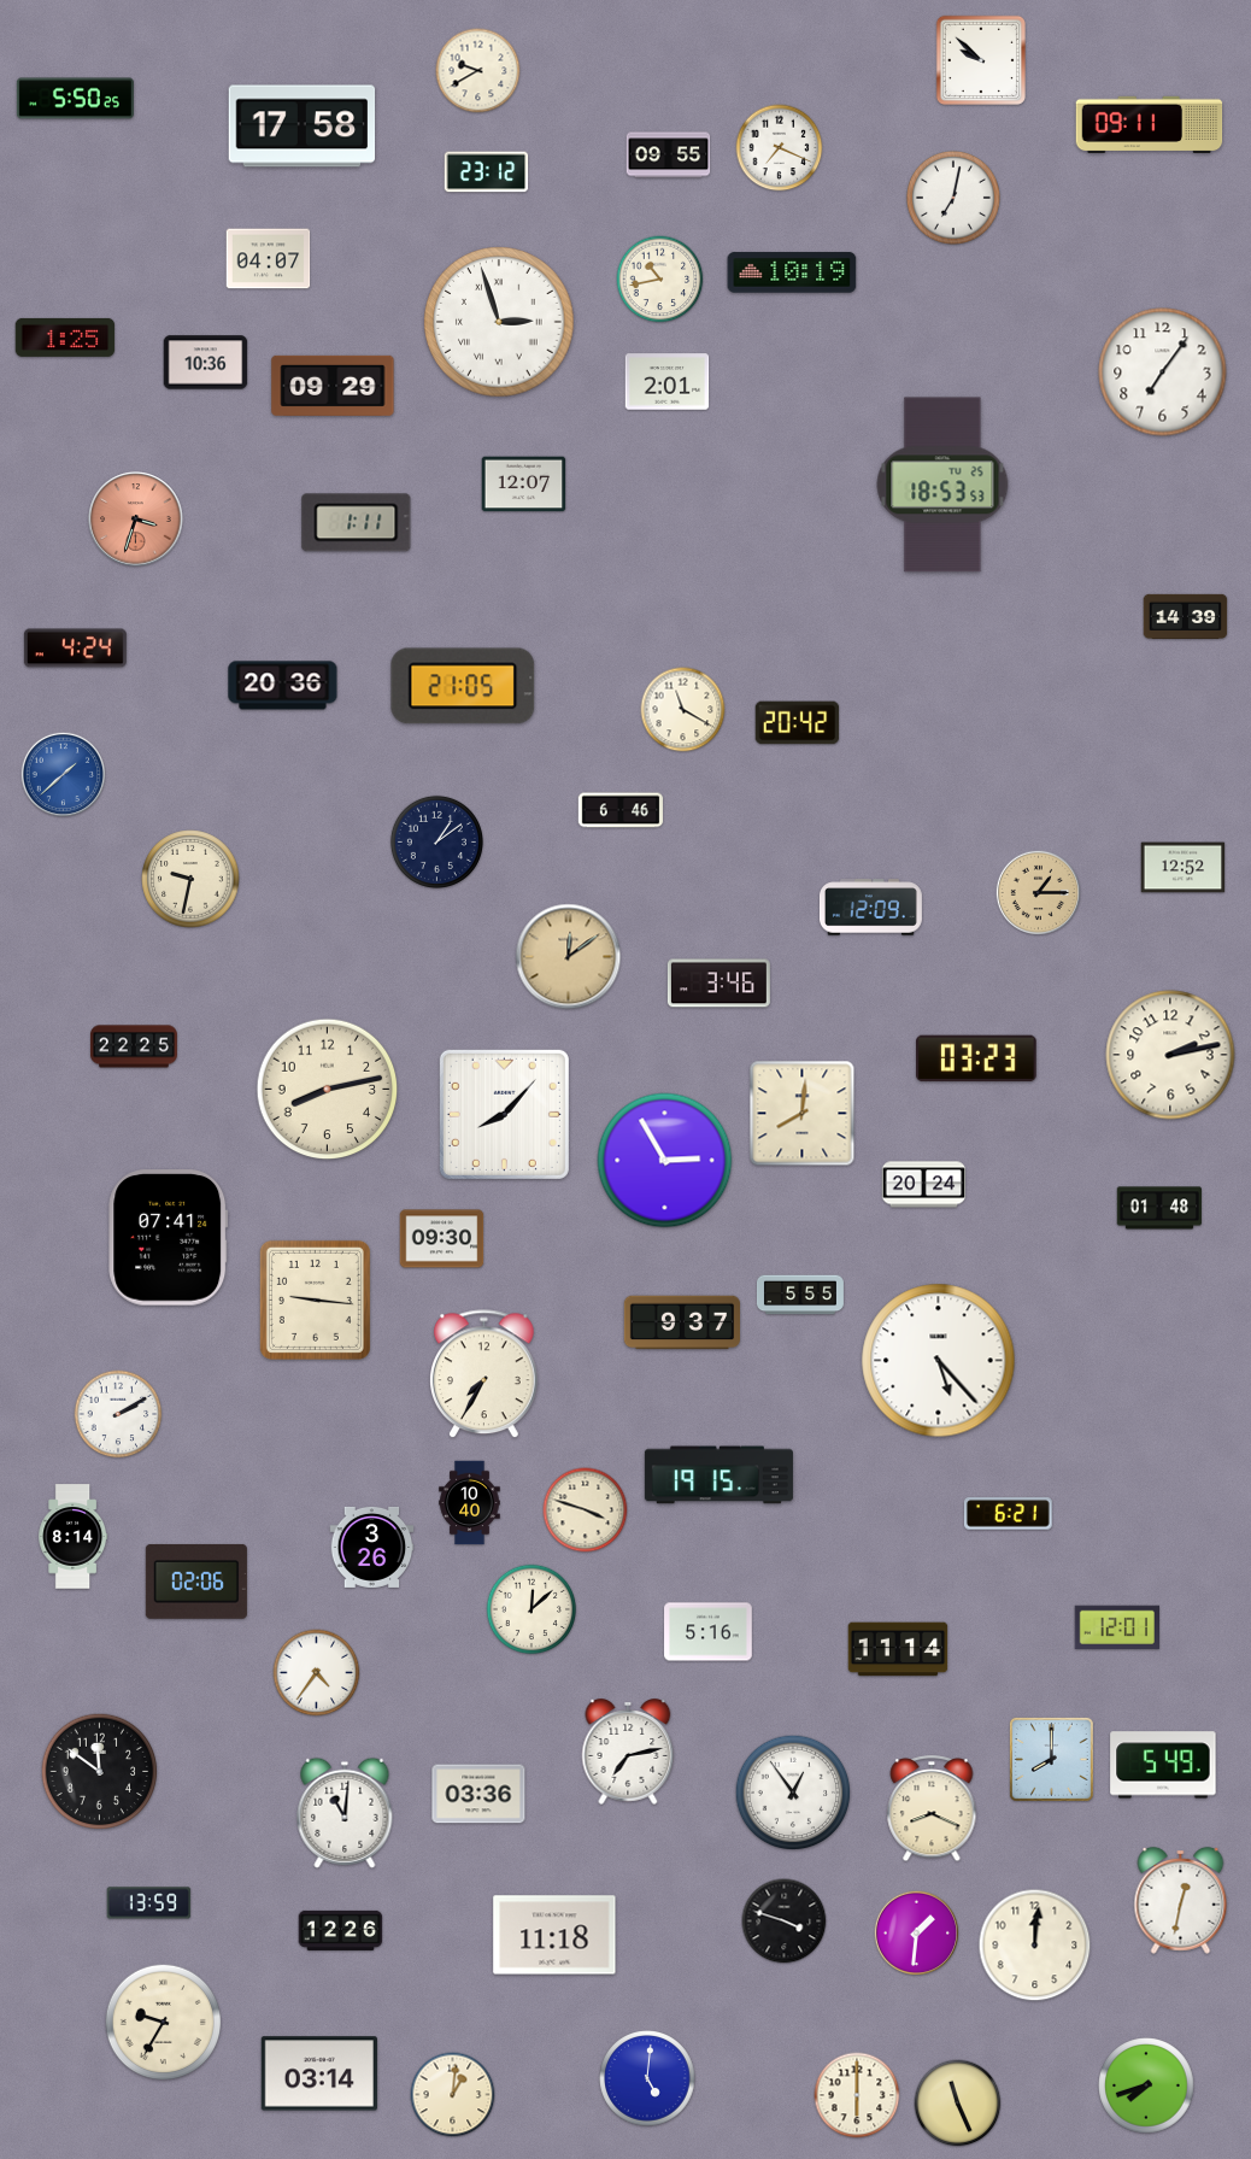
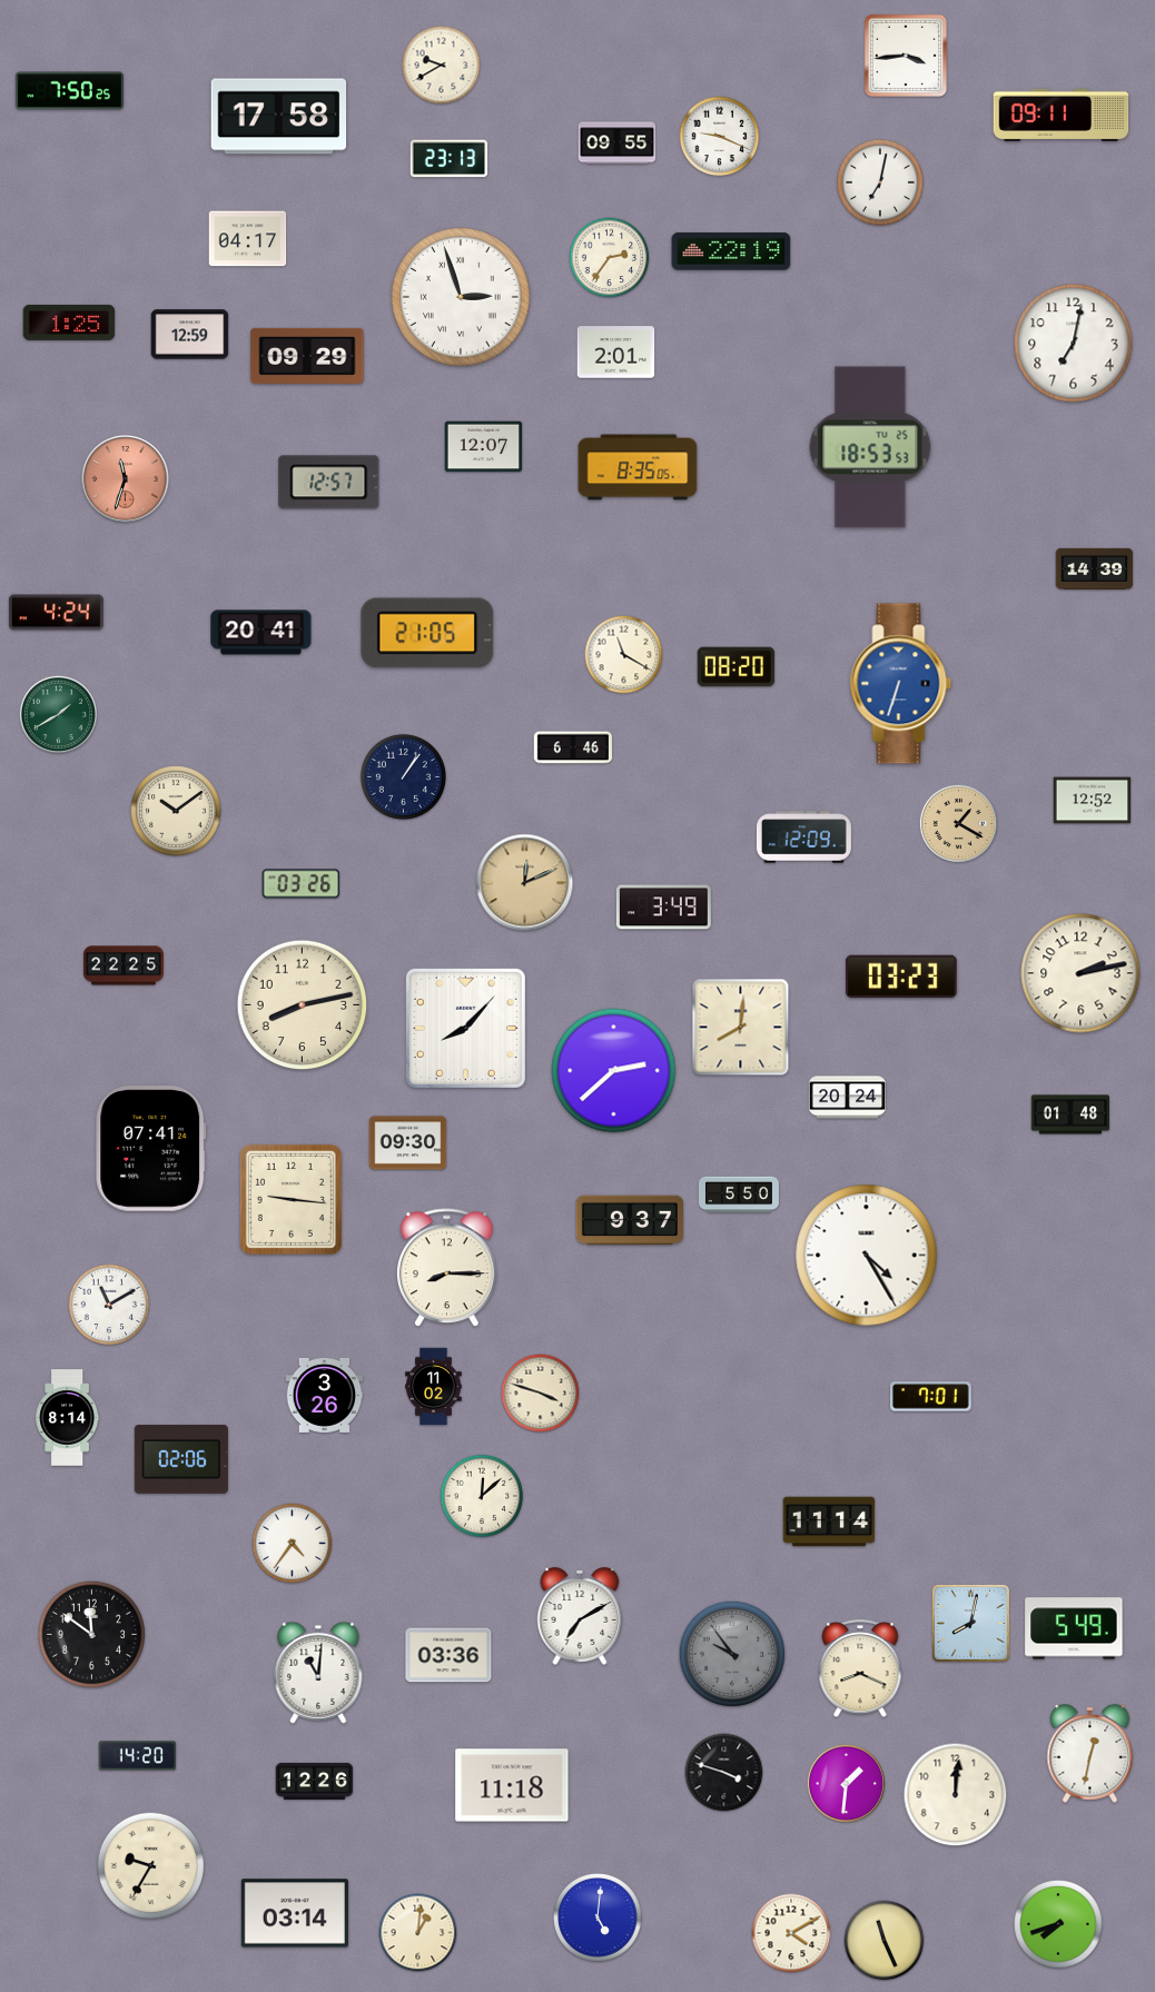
clock at (980, 59): 9:52 -> 3:44
clock at (75, 99): 5:50 -> 7:50
clock at (780, 148): 7:19 -> 9:19
clock at (487, 172): 23:12 -> 23:13
clock at (269, 259): 04:07 -> 04:17
clock at (792, 272): 10:19 -> 22:19
clock at (660, 280): 10:43 -> 2:36
clock at (65, 338) position: (65, 338) -> (69, 323)
clock at (206, 363): 10:36 -> 12:59
clock at (1163, 372): 7:06 -> 7:02
clock at (638, 467): none -> 8:35
clock at (136, 520): 3:33 -> 11:33
clock at (357, 523): 1:11 -> 12:57
clock at (75, 649) position: (75, 649) -> (56, 613)
clock at (283, 686): 20:36 -> 20:41
clock at (683, 710) position: (683, 710) -> (624, 655)
clock at (798, 723): 20:42 -> 08:20
clock at (901, 684): none -> 6:33
clock at (64, 775): 1:38 -> 1:40
clock at (64, 775) dial: blue -> green
clock at (436, 841): 1:09 -> 1:06
clock at (190, 879): 9:32 -> 10:09
clock at (1039, 893): 1:15 -> 1:20
clock at (569, 957): 12:09 -> 12:11
clock at (302, 884): none -> 03:26
clock at (718, 984): 3:46 -> 3:49
clock at (665, 1161): 2:55 -> 2:38
clock at (924, 1185) position: (924, 1185) -> (848, 1098)
clock at (169, 1238) position: (169, 1238) -> (151, 1149)
clock at (800, 1295): 5:55 -> 5:50
clock at (939, 1361): 5:23 -> 4:25
clock at (484, 1374): 7:35 -> 8:15
clock at (118, 1414): 2:10 -> 11:10
clock at (718, 1475): 19:15 -> none
clock at (470, 1503): 10:40 -> 11:02
clock at (1008, 1514): 6:21 -> 7:01
clock at (372, 1547) position: (372, 1547) -> (325, 1395)
clock at (531, 1609) position: (531, 1609) -> (482, 1496)
clock at (1116, 1626): 12:01 -> none
clock at (709, 1632): 5:16 -> none
clock at (628, 1752): 7:13 -> 7:10
clock at (1051, 1759): 8:00 -> 8:02
clock at (793, 1793): 12:54 -> 9:54
clock at (793, 1793) dial: white -> grey
clock at (478, 1794) position: (478, 1794) -> (448, 1655)
clock at (149, 1903): 13:59 -> 14:20
clock at (857, 2095): 6:00 -> 4:10
